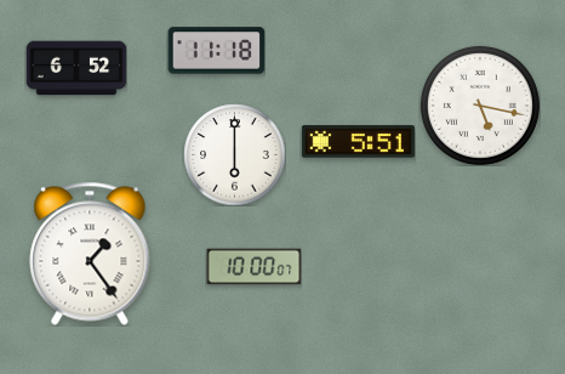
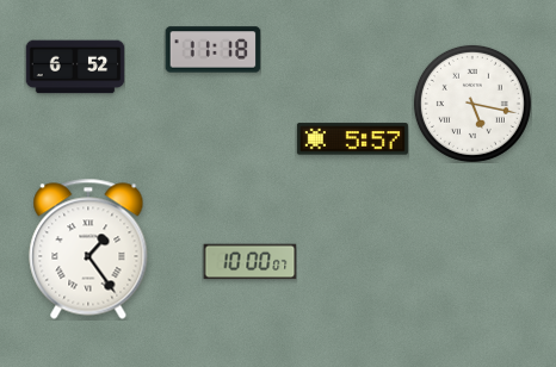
clock at (358, 142): 5:51 -> 5:57
clock at (234, 154): 6:00 -> none
